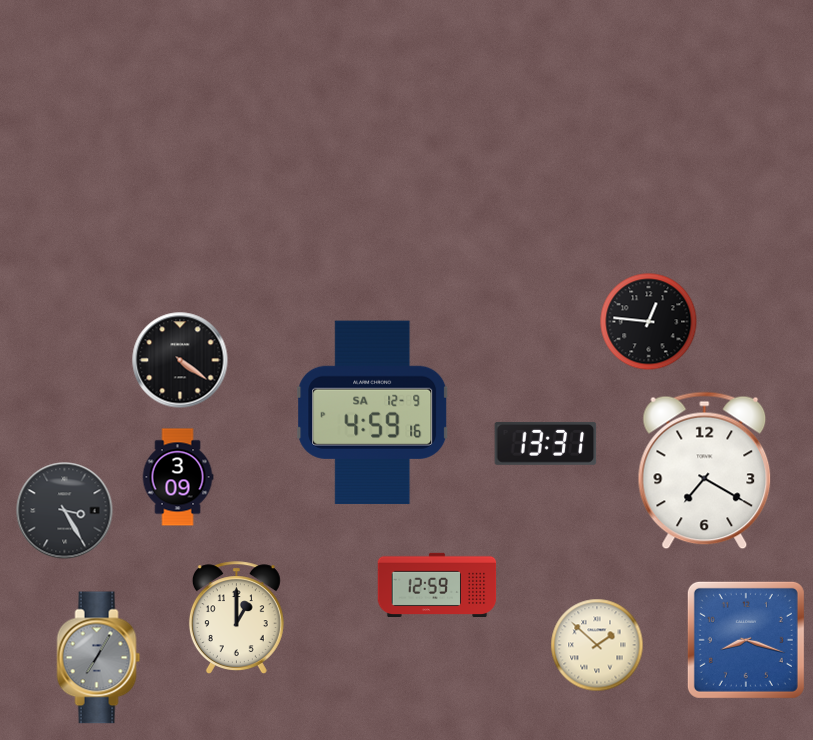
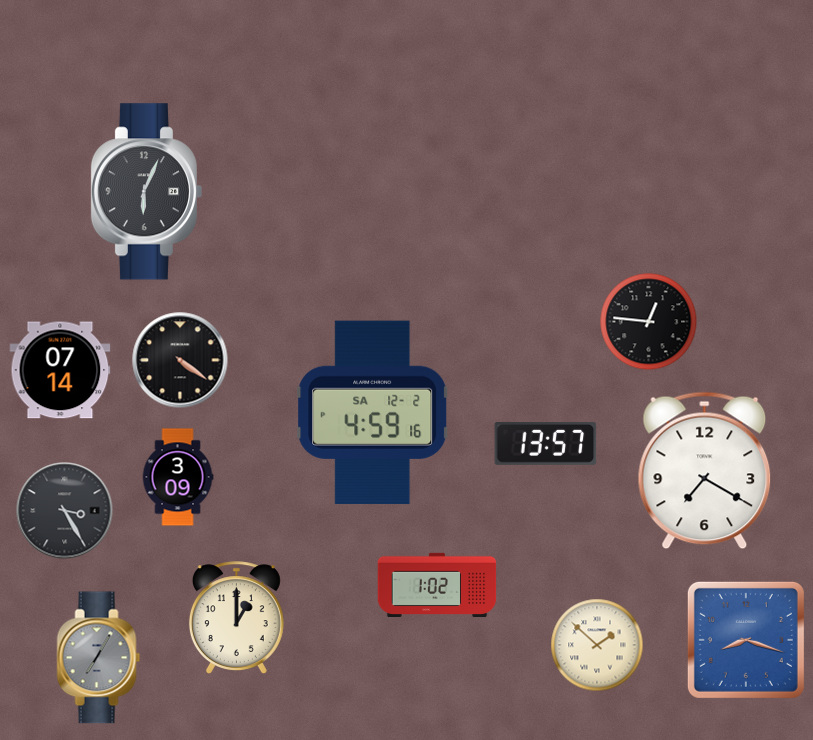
clock at (146, 192): none -> 6:04
clock at (60, 370): none -> 07:14
clock at (373, 412) date: SA 12-9 -> SA 12-2
clock at (546, 443): 13:31 -> 13:57
clock at (437, 584): 12:59 -> 1:02
